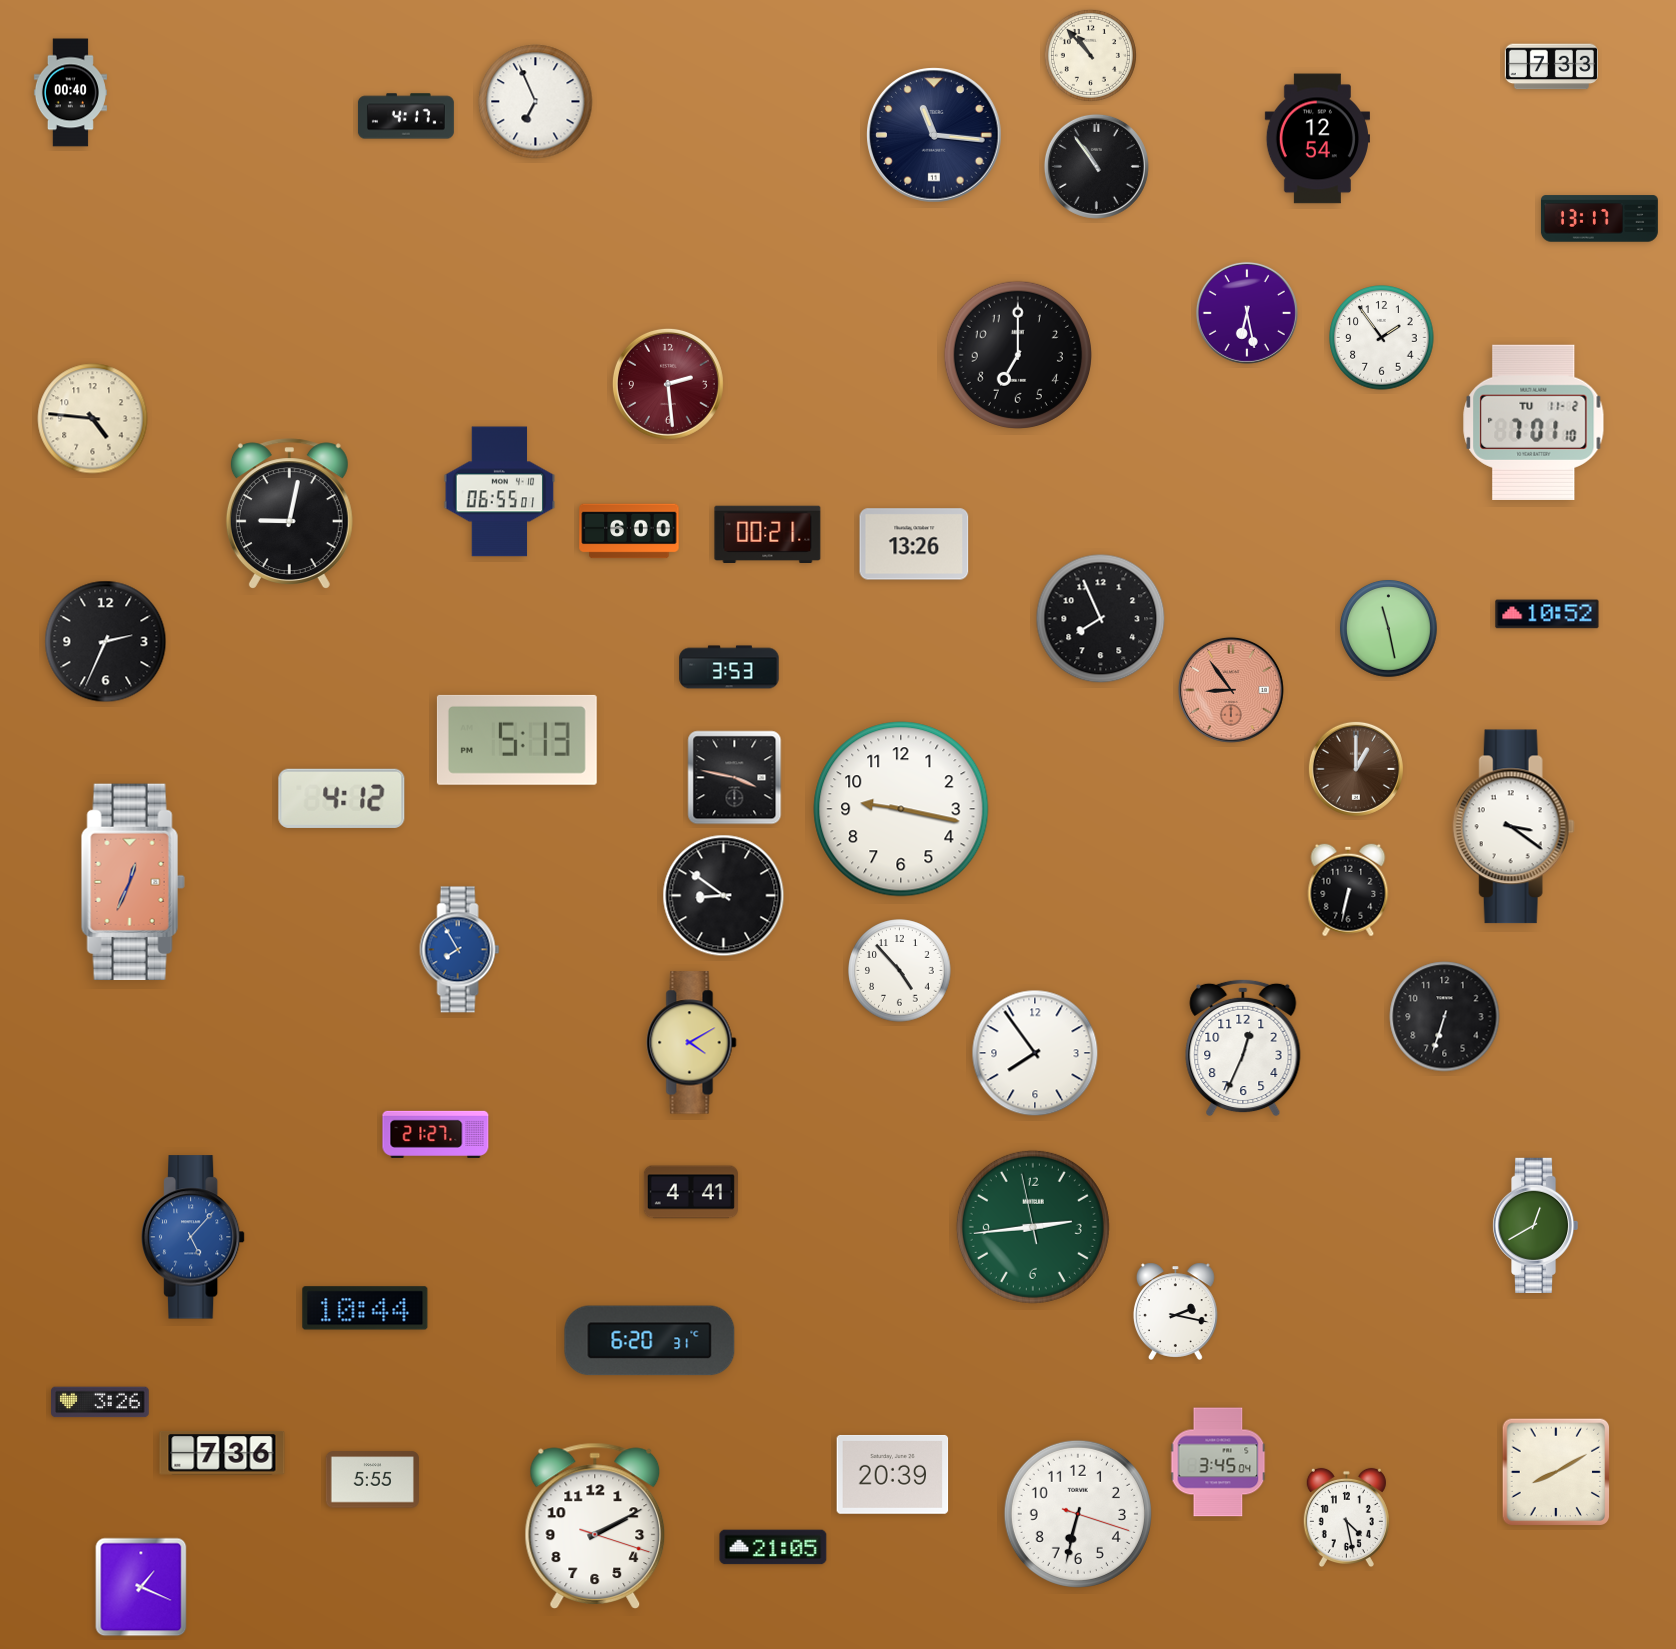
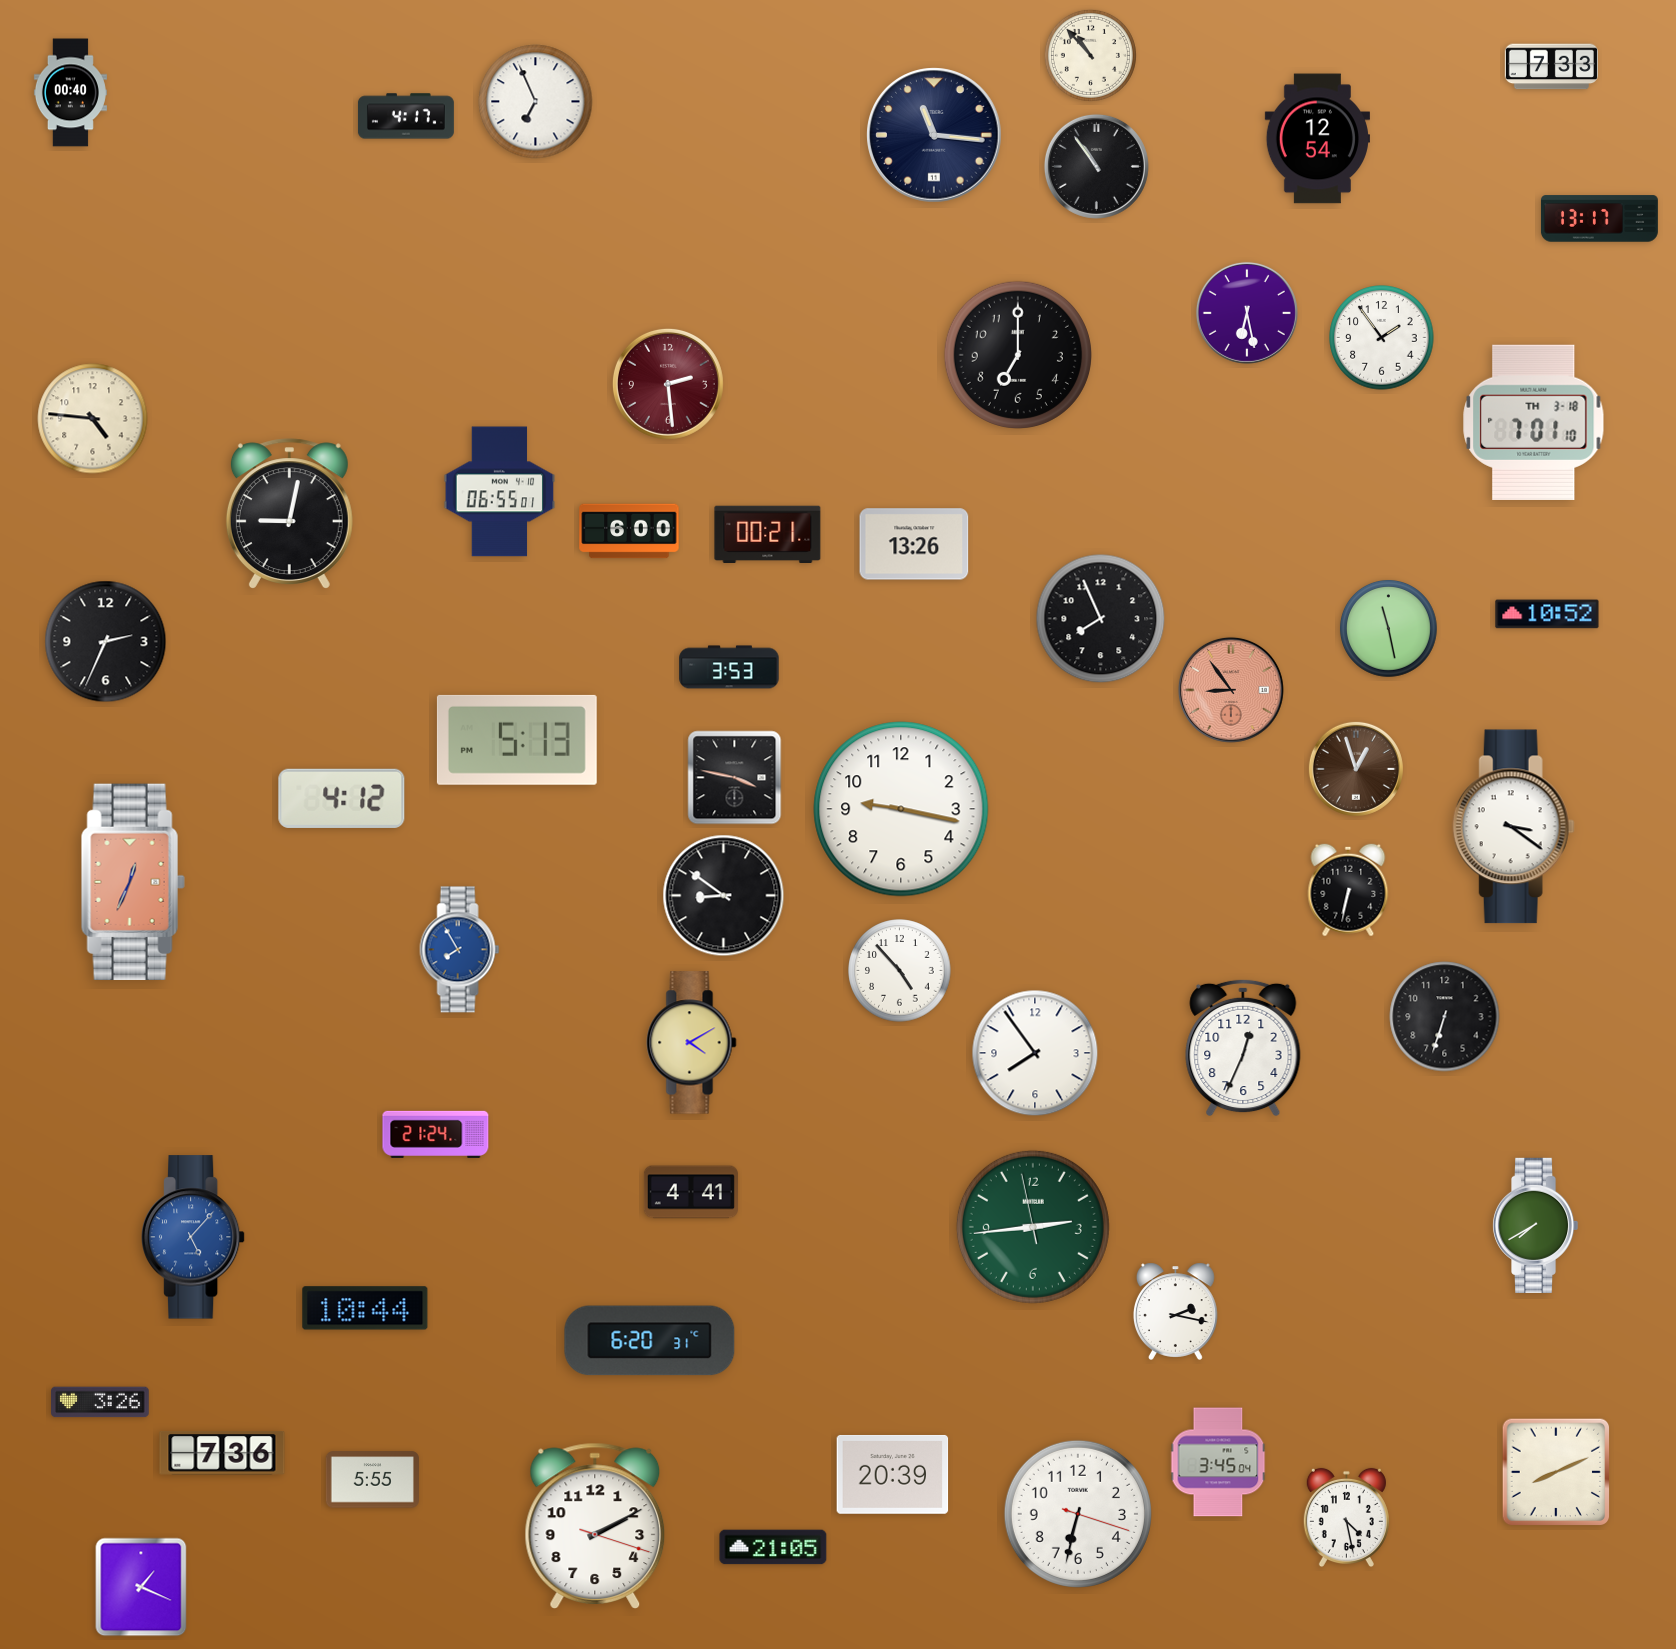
clock at (1534, 422) date: TU 11-2 -> TH 3-18
clock at (1356, 769): 1:00 -> 12:57
clock at (436, 1134): 21:27 -> 21:24
clock at (1535, 1225): 12:40 -> 7:40
clock at (1556, 1472): 8:10 -> 8:11
